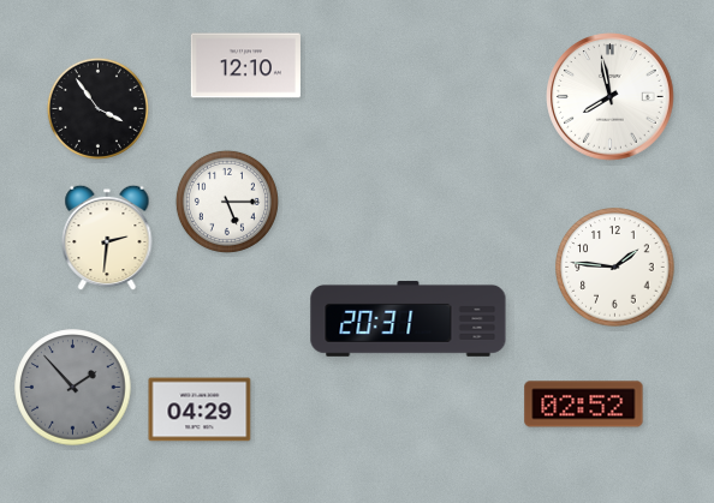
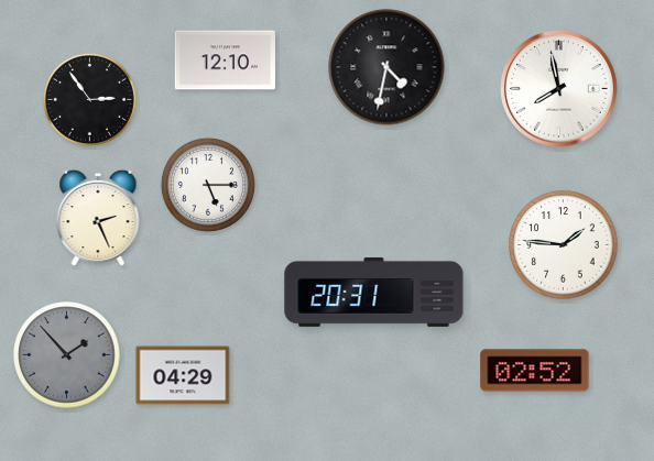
clock at (386, 67): none -> 4:32
clock at (97, 108): 3:54 -> 2:54
clock at (107, 238): 2:31 -> 2:26
